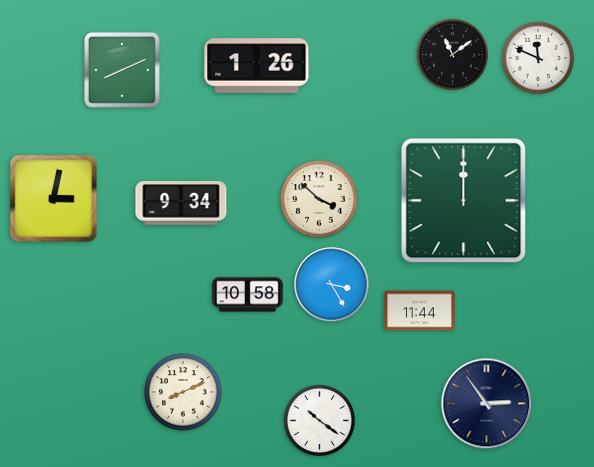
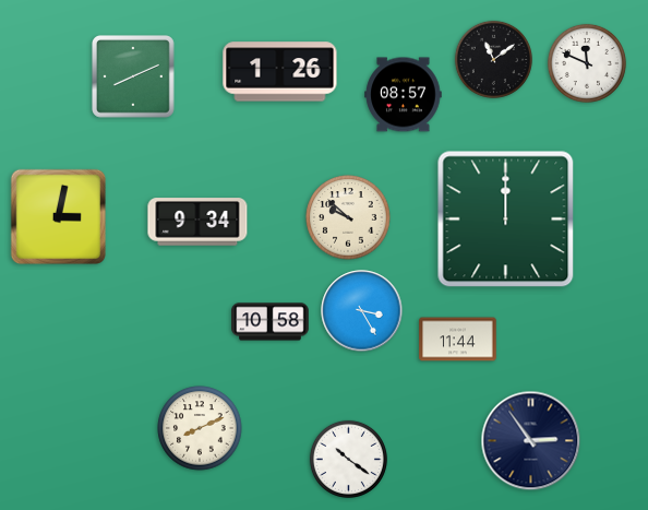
clock at (404, 95): none -> 08:57
clock at (319, 199): 3:52 -> 9:52
